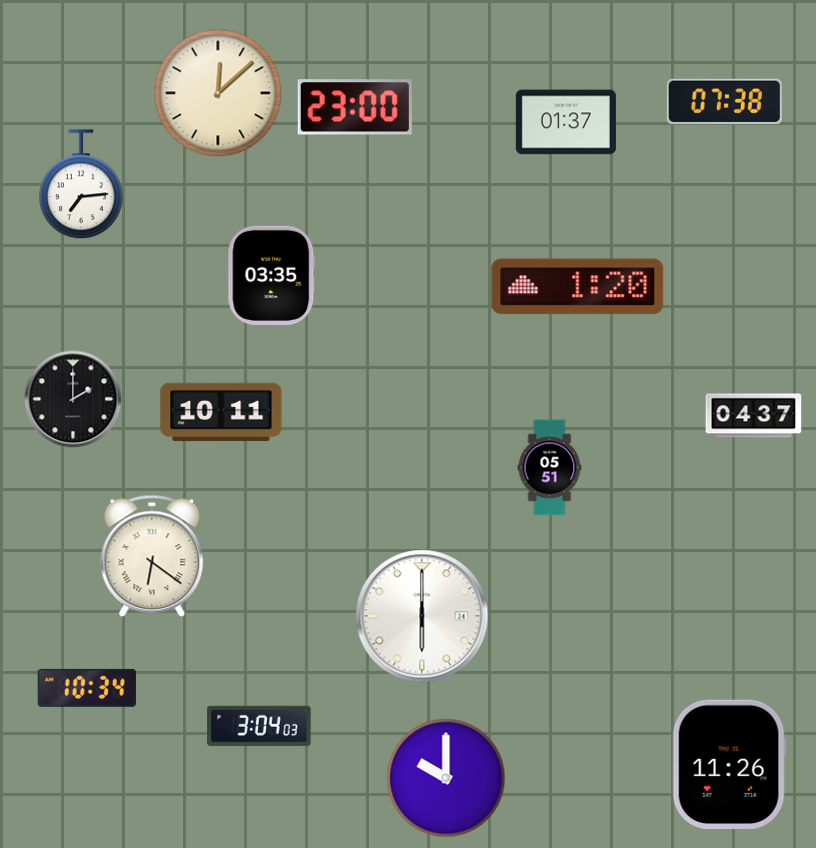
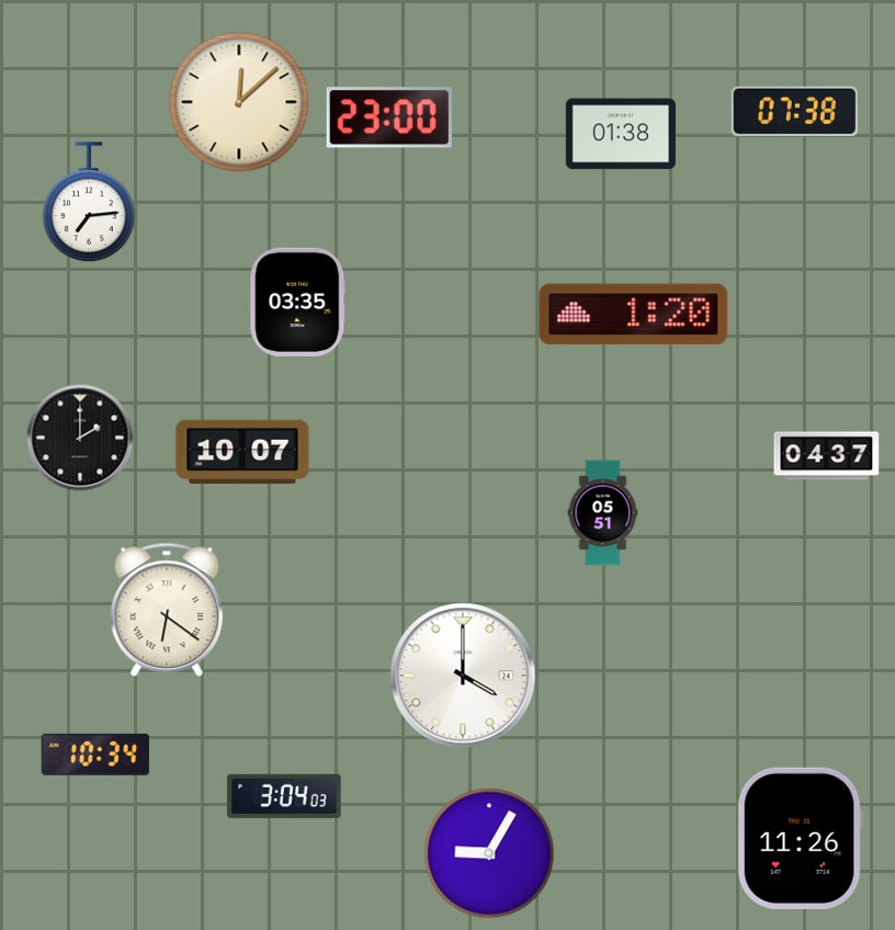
clock at (566, 122): 01:37 -> 01:38
clock at (221, 412): 10:11 -> 10:07
clock at (422, 616): 6:00 -> 4:00
clock at (446, 778): 10:00 -> 9:05
